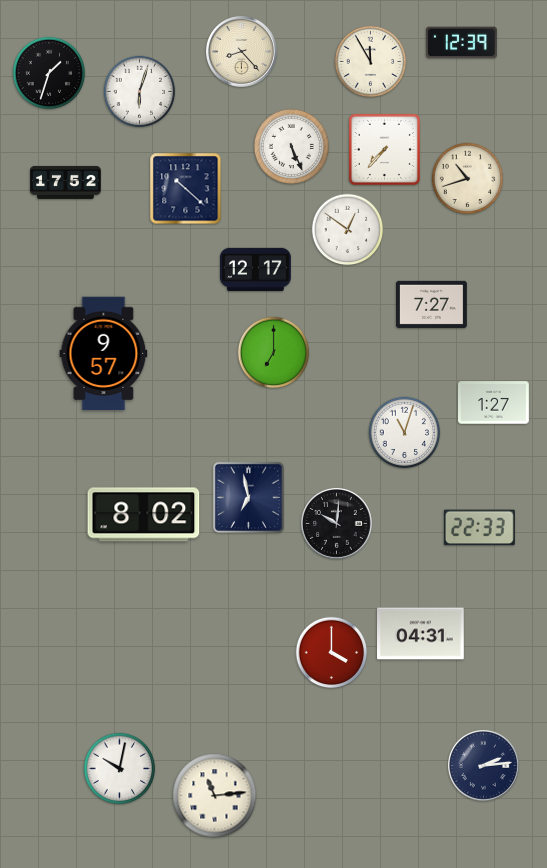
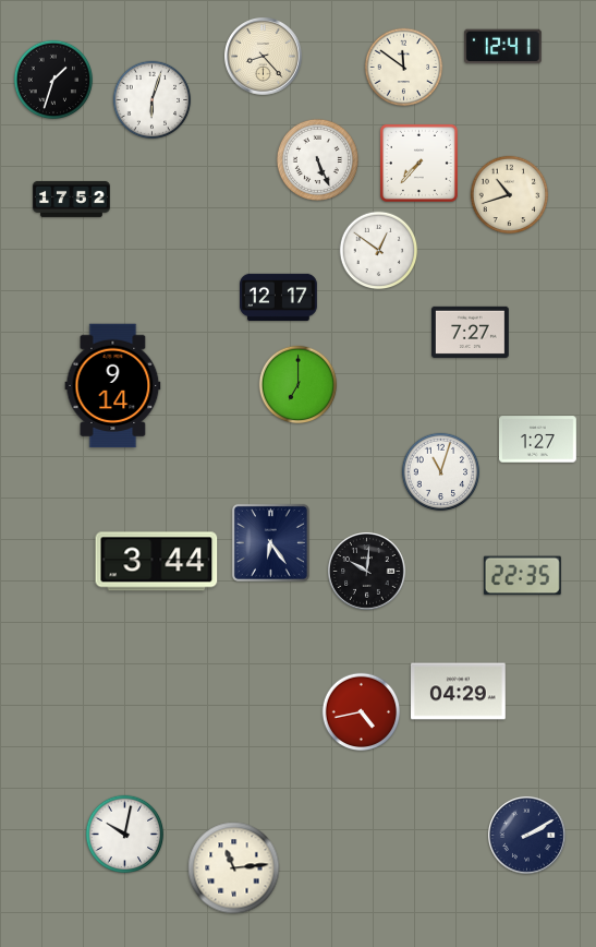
clock at (461, 43): 12:39 -> 12:41
clock at (371, 62): 11:55 -> 11:51
clock at (186, 189): 10:22 -> none
clock at (256, 269) position: (256, 269) -> (279, 297)
clock at (104, 354): 9:57 -> 9:14
clock at (248, 497): 6:58 -> 6:24
clock at (144, 515): 8:02 -> 3:44
clock at (479, 528): 22:33 -> 22:35
clock at (421, 634): 04:31 -> 04:29
clock at (332, 653): 4:00 -> 4:43
clock at (484, 766): 2:14 -> 2:10
clock at (120, 769) position: (120, 769) -> (125, 835)
